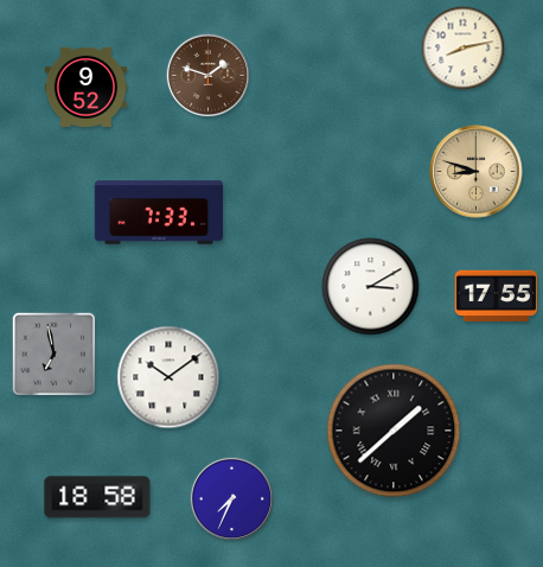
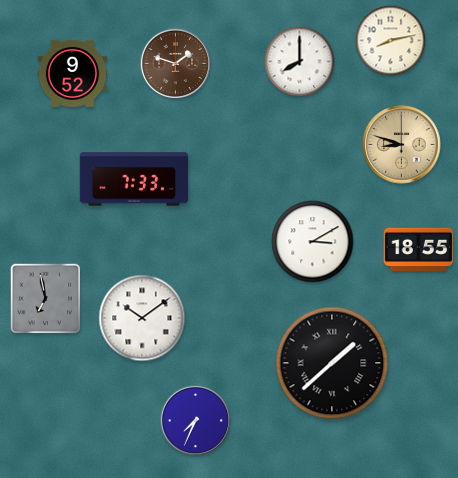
clock at (300, 62): none -> 8:00
clock at (497, 295): 17:55 -> 18:55
clock at (97, 497): 18:58 -> none
